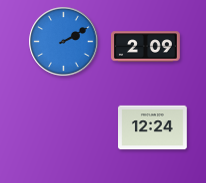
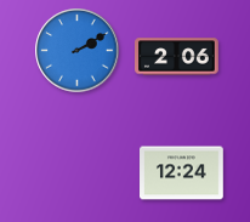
clock at (146, 47): 2:09 -> 2:06
clock at (153, 128) position: (153, 128) -> (182, 173)
